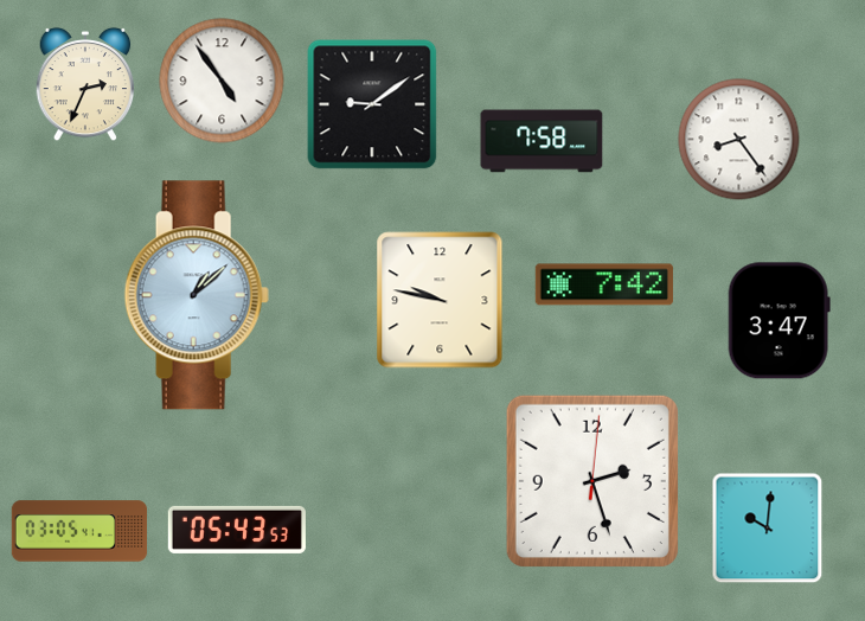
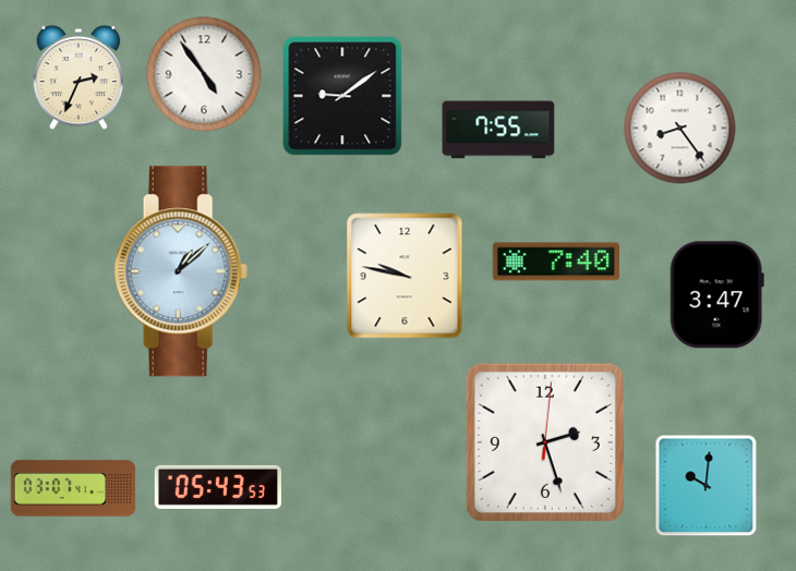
clock at (542, 141): 7:58 -> 7:55
clock at (604, 284): 7:42 -> 7:40
clock at (79, 531): 03:05 -> 03:07
